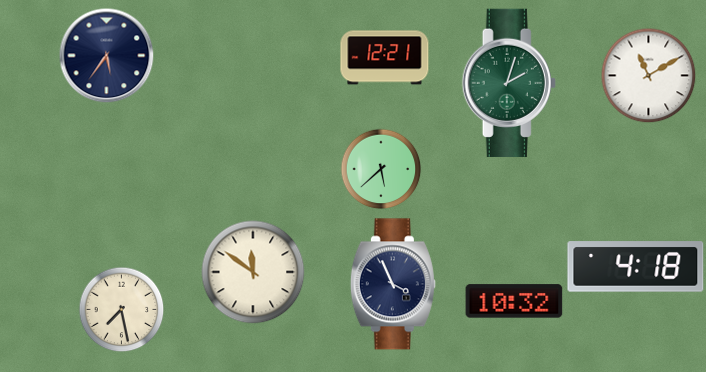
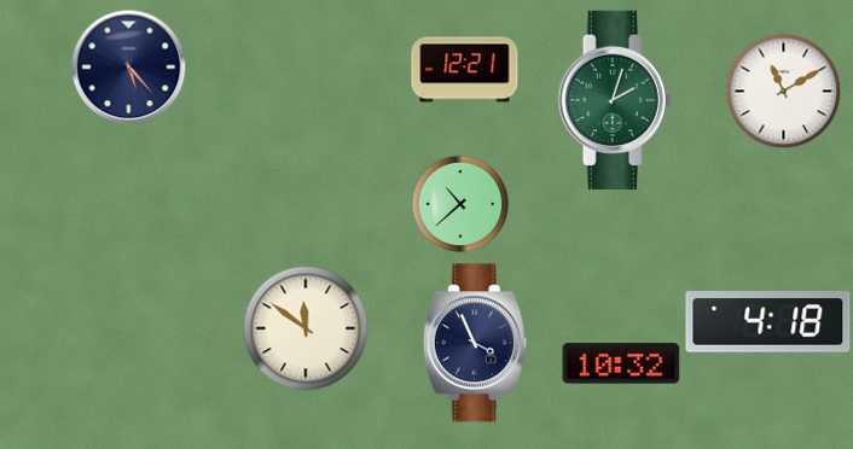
clock at (106, 55): 5:36 -> 5:23
clock at (381, 169): 5:38 -> 10:38
clock at (121, 309): 7:28 -> none
